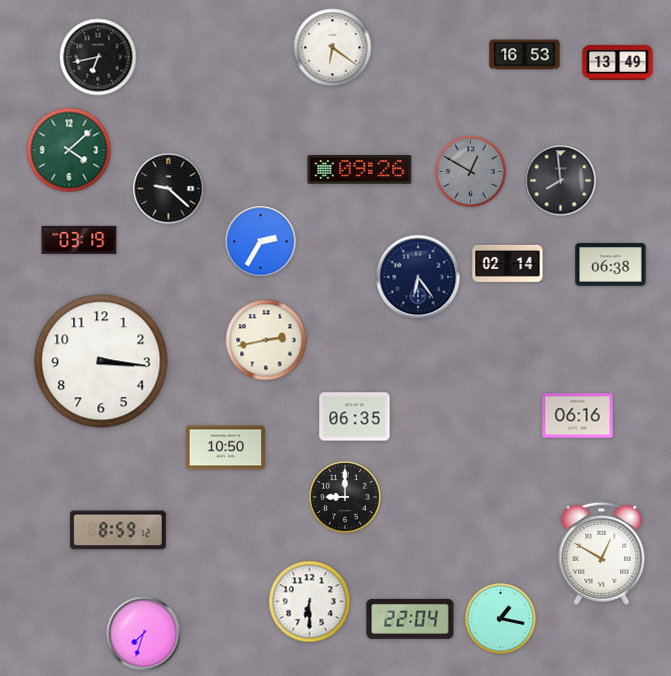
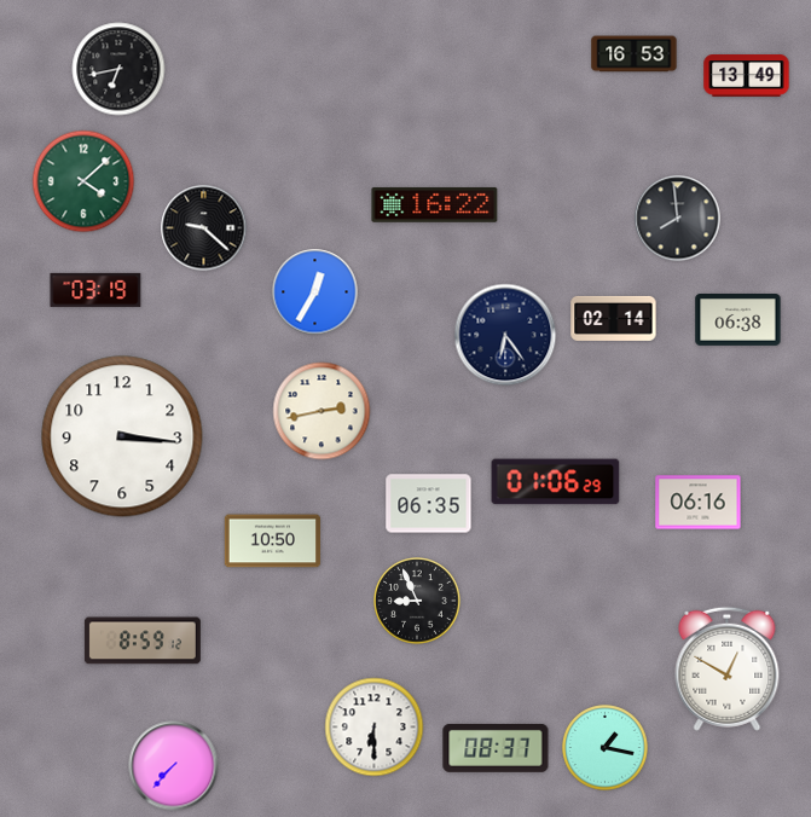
clock at (333, 48): 6:21 -> none
clock at (525, 55) position: (525, 55) -> (635, 54)
clock at (360, 169): 09:26 -> 16:22
clock at (471, 172): 12:50 -> none
clock at (261, 242): 2:35 -> 12:35
clock at (556, 482): none -> 01:06
clock at (345, 497): 9:00 -> 8:56
clock at (410, 619): 22:04 -> 08:37
clock at (144, 634): 7:33 -> 7:37
